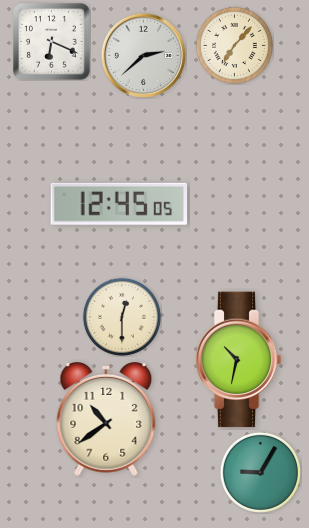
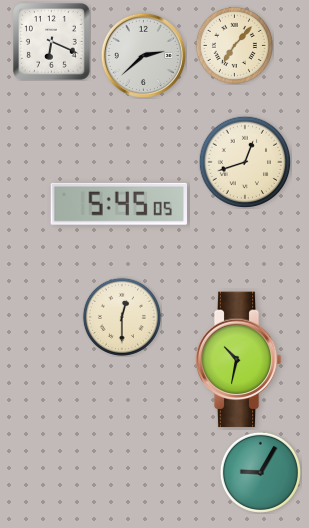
clock at (245, 162): none -> 12:42
clock at (119, 204): 12:45 -> 5:45
clock at (106, 419): 10:39 -> none
